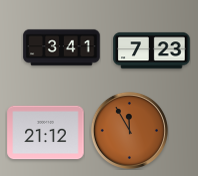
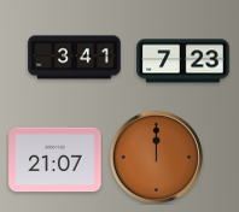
clock at (129, 130): 11:55 -> 12:00
clock at (46, 133): 21:12 -> 21:07
